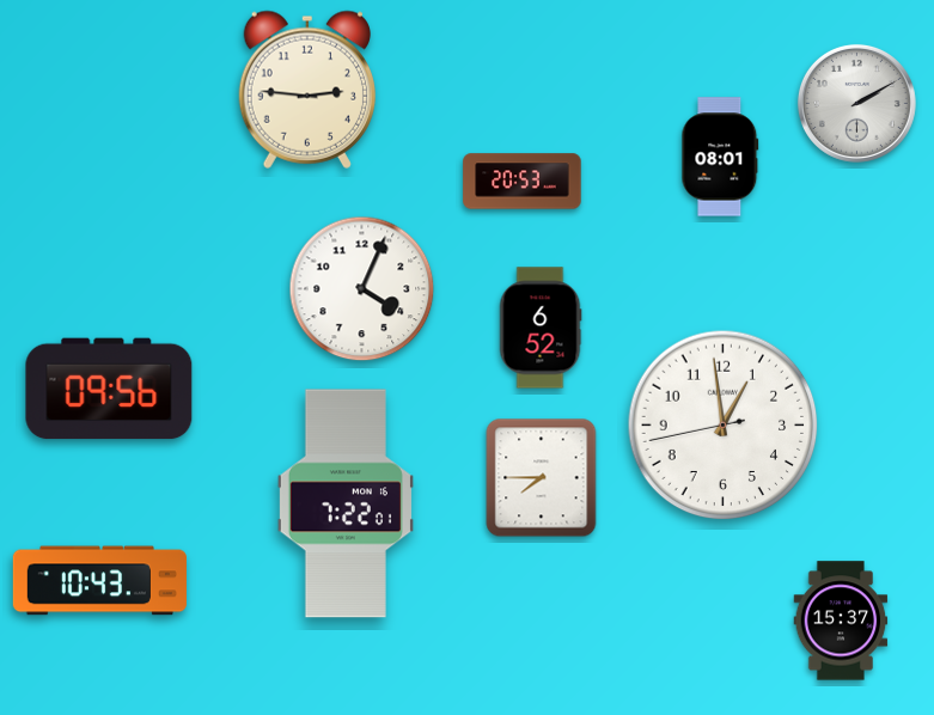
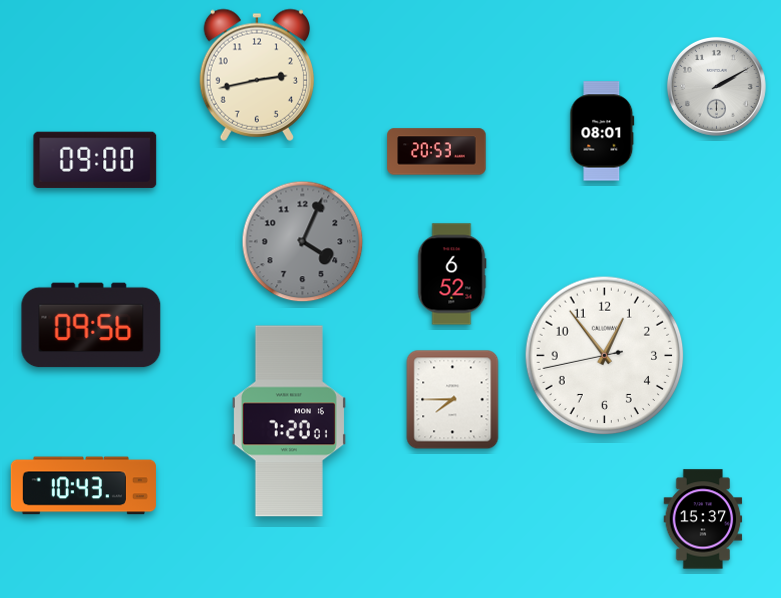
clock at (307, 90): 2:46 -> 2:43
clock at (95, 160): none -> 09:00
clock at (362, 289) dial: white -> grey
clock at (724, 426): 12:58 -> 12:53
clock at (346, 503): 7:22 -> 7:20
